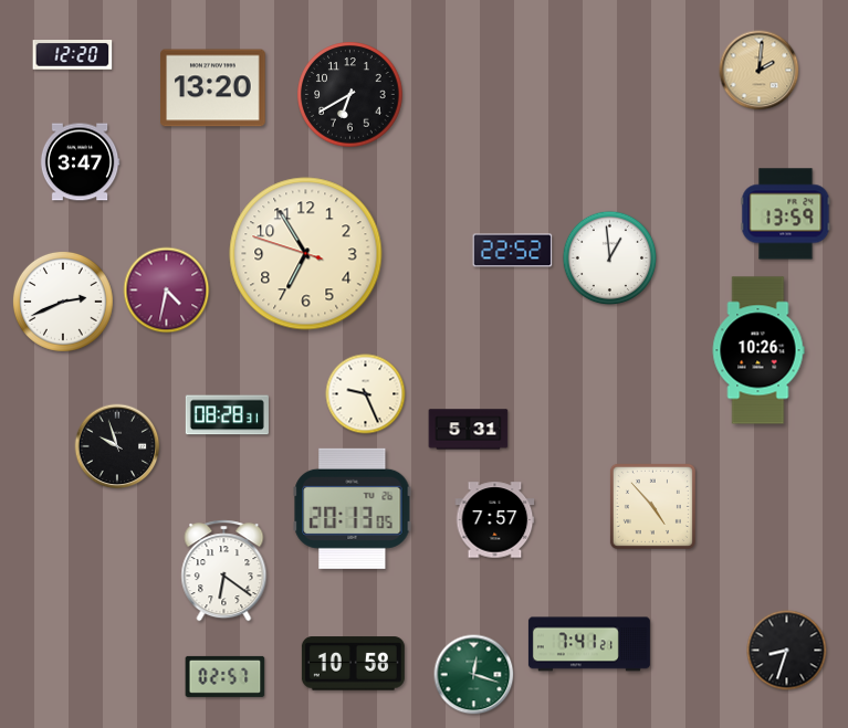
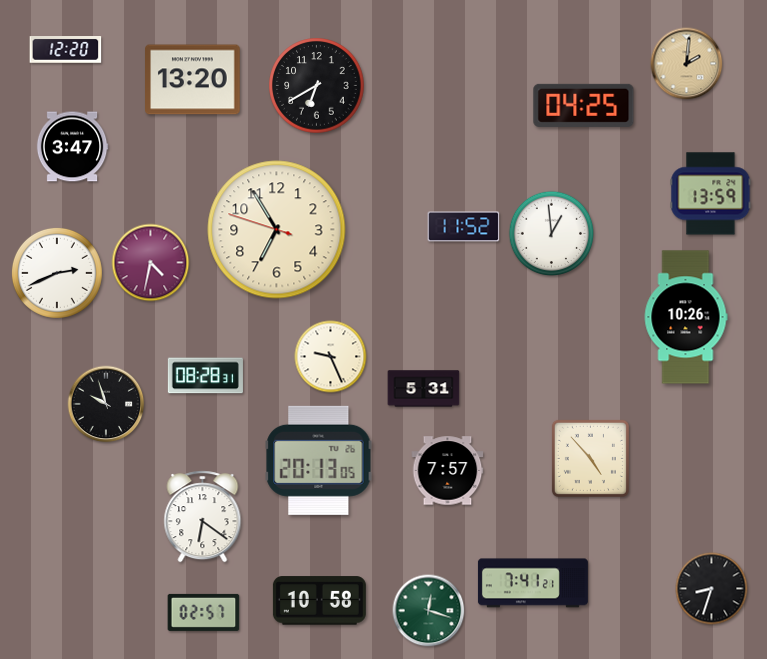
clock at (584, 105): none -> 04:25
clock at (513, 251): 22:52 -> 11:52
